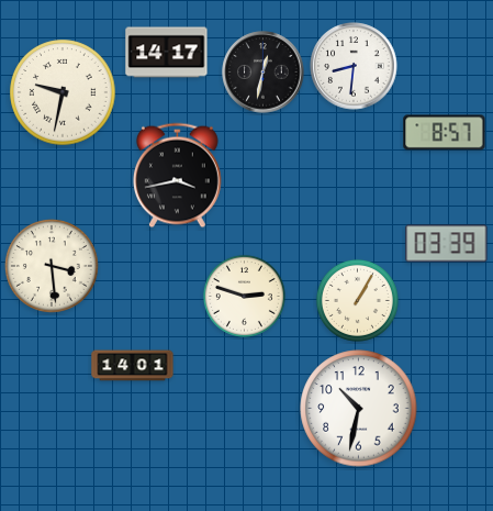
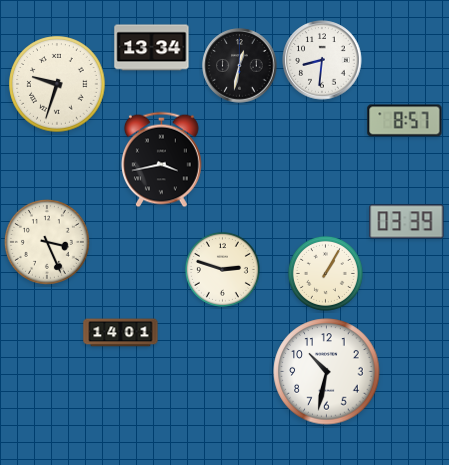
clock at (167, 53): 14:17 -> 13:34
clock at (63, 92): 9:32 -> 9:33
clock at (53, 267): 3:29 -> 3:26
